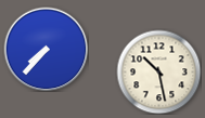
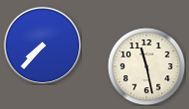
clock at (158, 71): 10:28 -> 11:28
